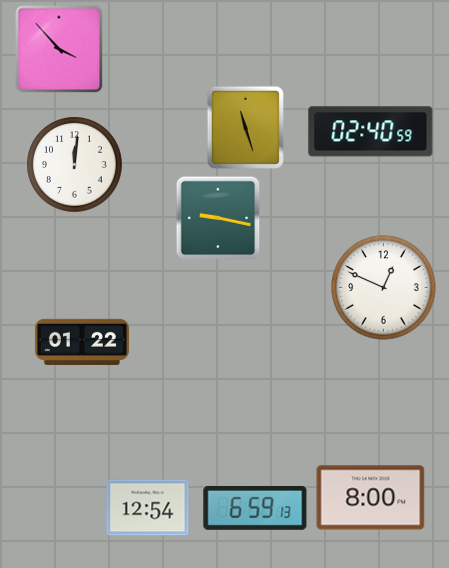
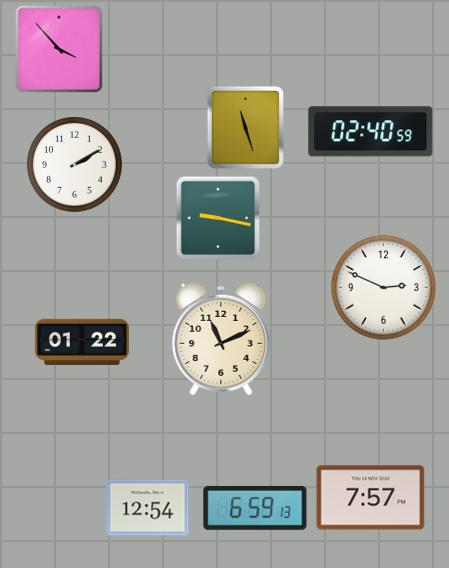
clock at (75, 165): 12:01 -> 2:10
clock at (384, 288): 12:49 -> 2:49
clock at (221, 339): none -> 11:11
clock at (371, 498): 8:00 -> 7:57
